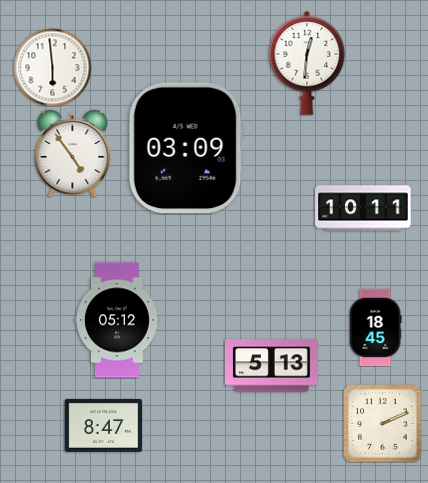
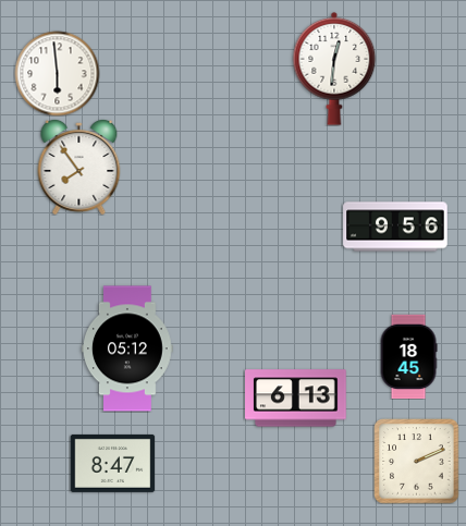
clock at (186, 148): 03:09 -> none
clock at (73, 153): 4:54 -> 7:54
clock at (363, 208): 10:11 -> 9:56
clock at (272, 366): 5:13 -> 6:13
